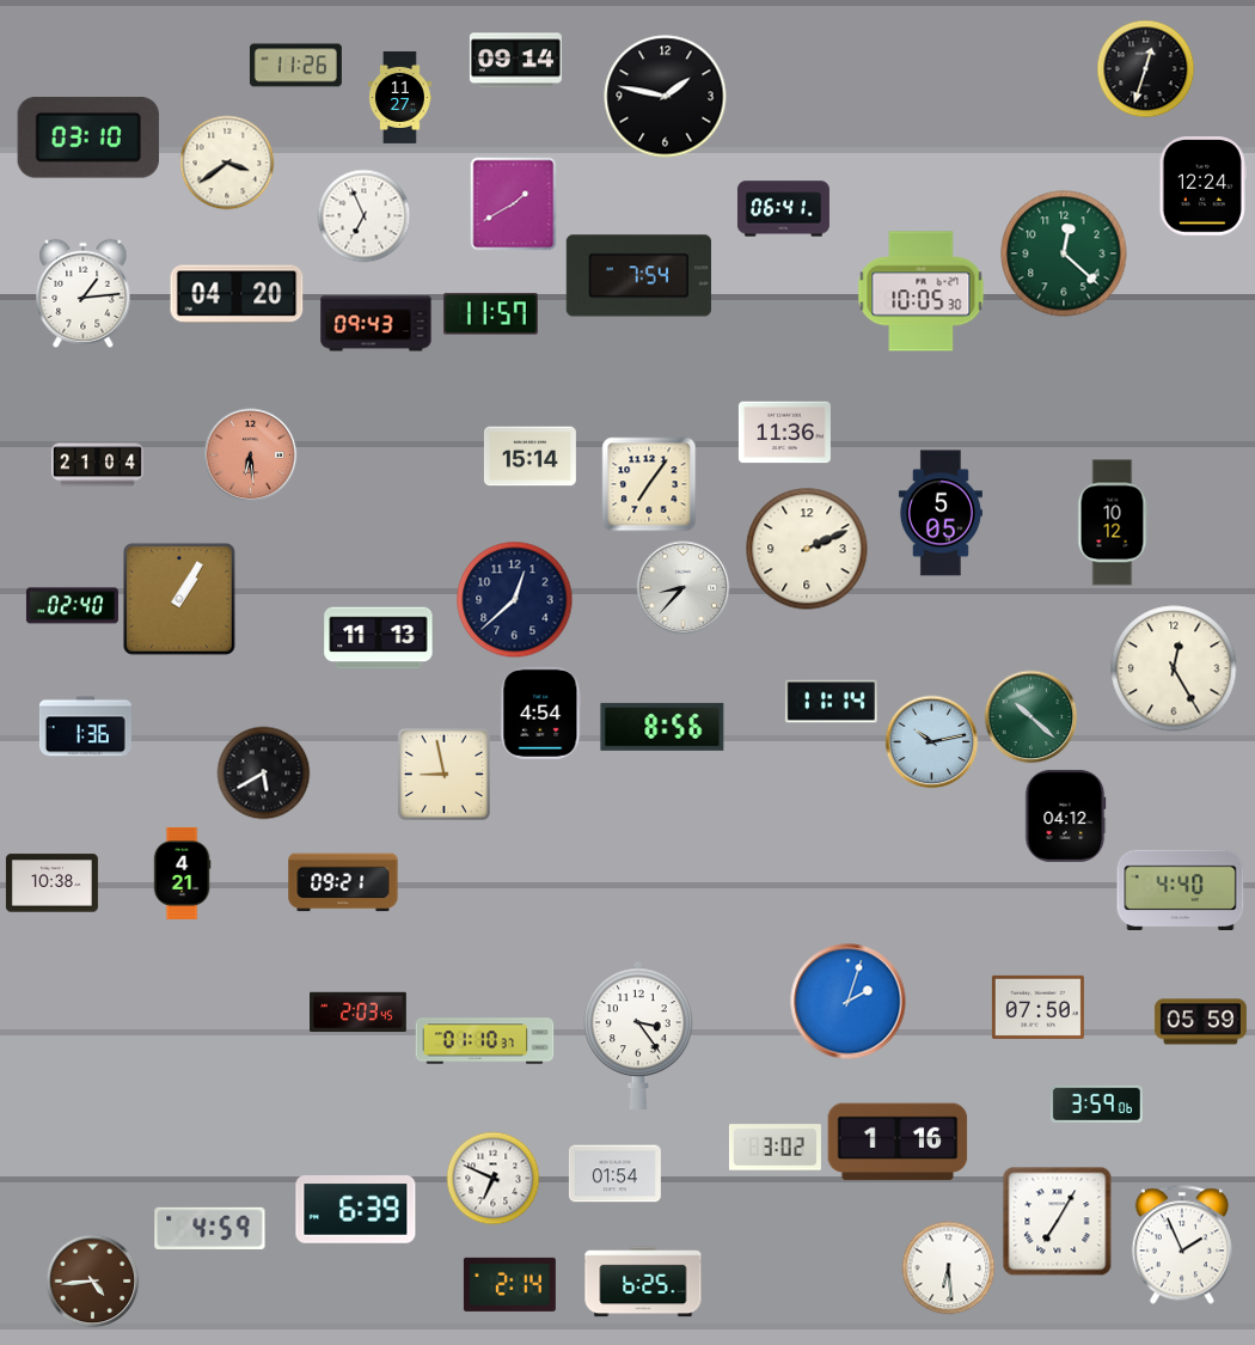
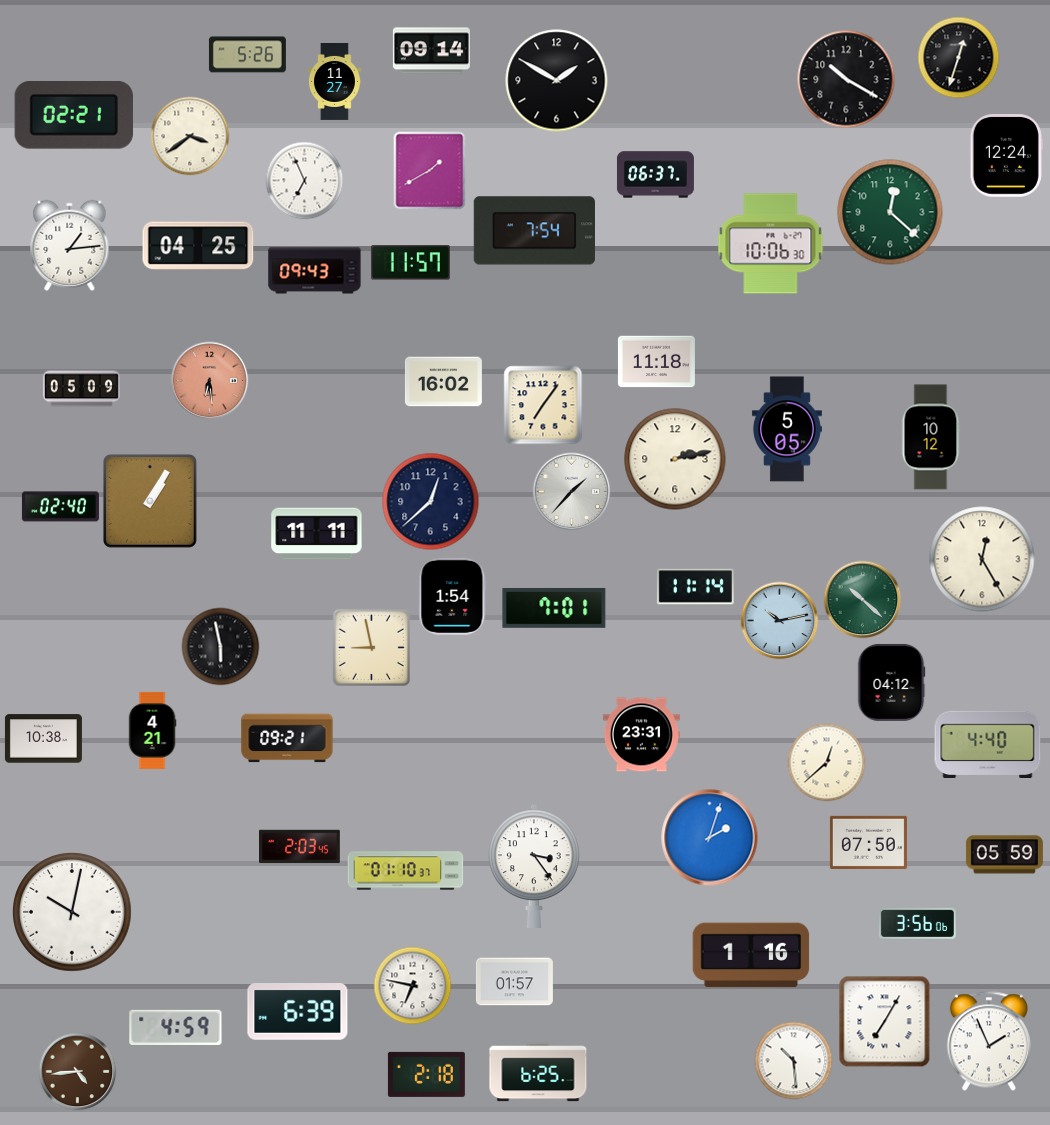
clock at (295, 66): 11:26 -> 5:26
clock at (846, 79): none -> 10:20
clock at (666, 97): 1:47 -> 1:50
clock at (88, 137): 03:10 -> 02:21
clock at (783, 209): 06:41 -> 06:37
clock at (922, 292): 10:05 -> 10:06
clock at (237, 294): 04:20 -> 04:25
clock at (784, 433): 11:36 -> 11:18
clock at (529, 457): 15:14 -> 16:02
clock at (97, 465): 21:04 -> 05:09
clock at (807, 549): 2:11 -> 2:13
clock at (682, 587): 8:37 -> 1:37
clock at (379, 638): 11:13 -> 11:11
clock at (541, 713): 4:54 -> 1:54
clock at (85, 727): 1:36 -> none
clock at (662, 727): 8:56 -> 7:01
clock at (263, 772): 5:40 -> 5:58
clock at (641, 735): none -> 23:31
clock at (826, 762): none -> 12:38
clock at (72, 912): none -> 10:02
clock at (1096, 1103): 3:59 -> 3:56
clock at (775, 1148): 3:02 -> none
clock at (614, 1174): 01:54 -> 01:57
clock at (492, 1178): 6:49 -> 6:47
clock at (948, 1267): 6:29 -> 10:29
clock at (509, 1284): 2:14 -> 2:18
